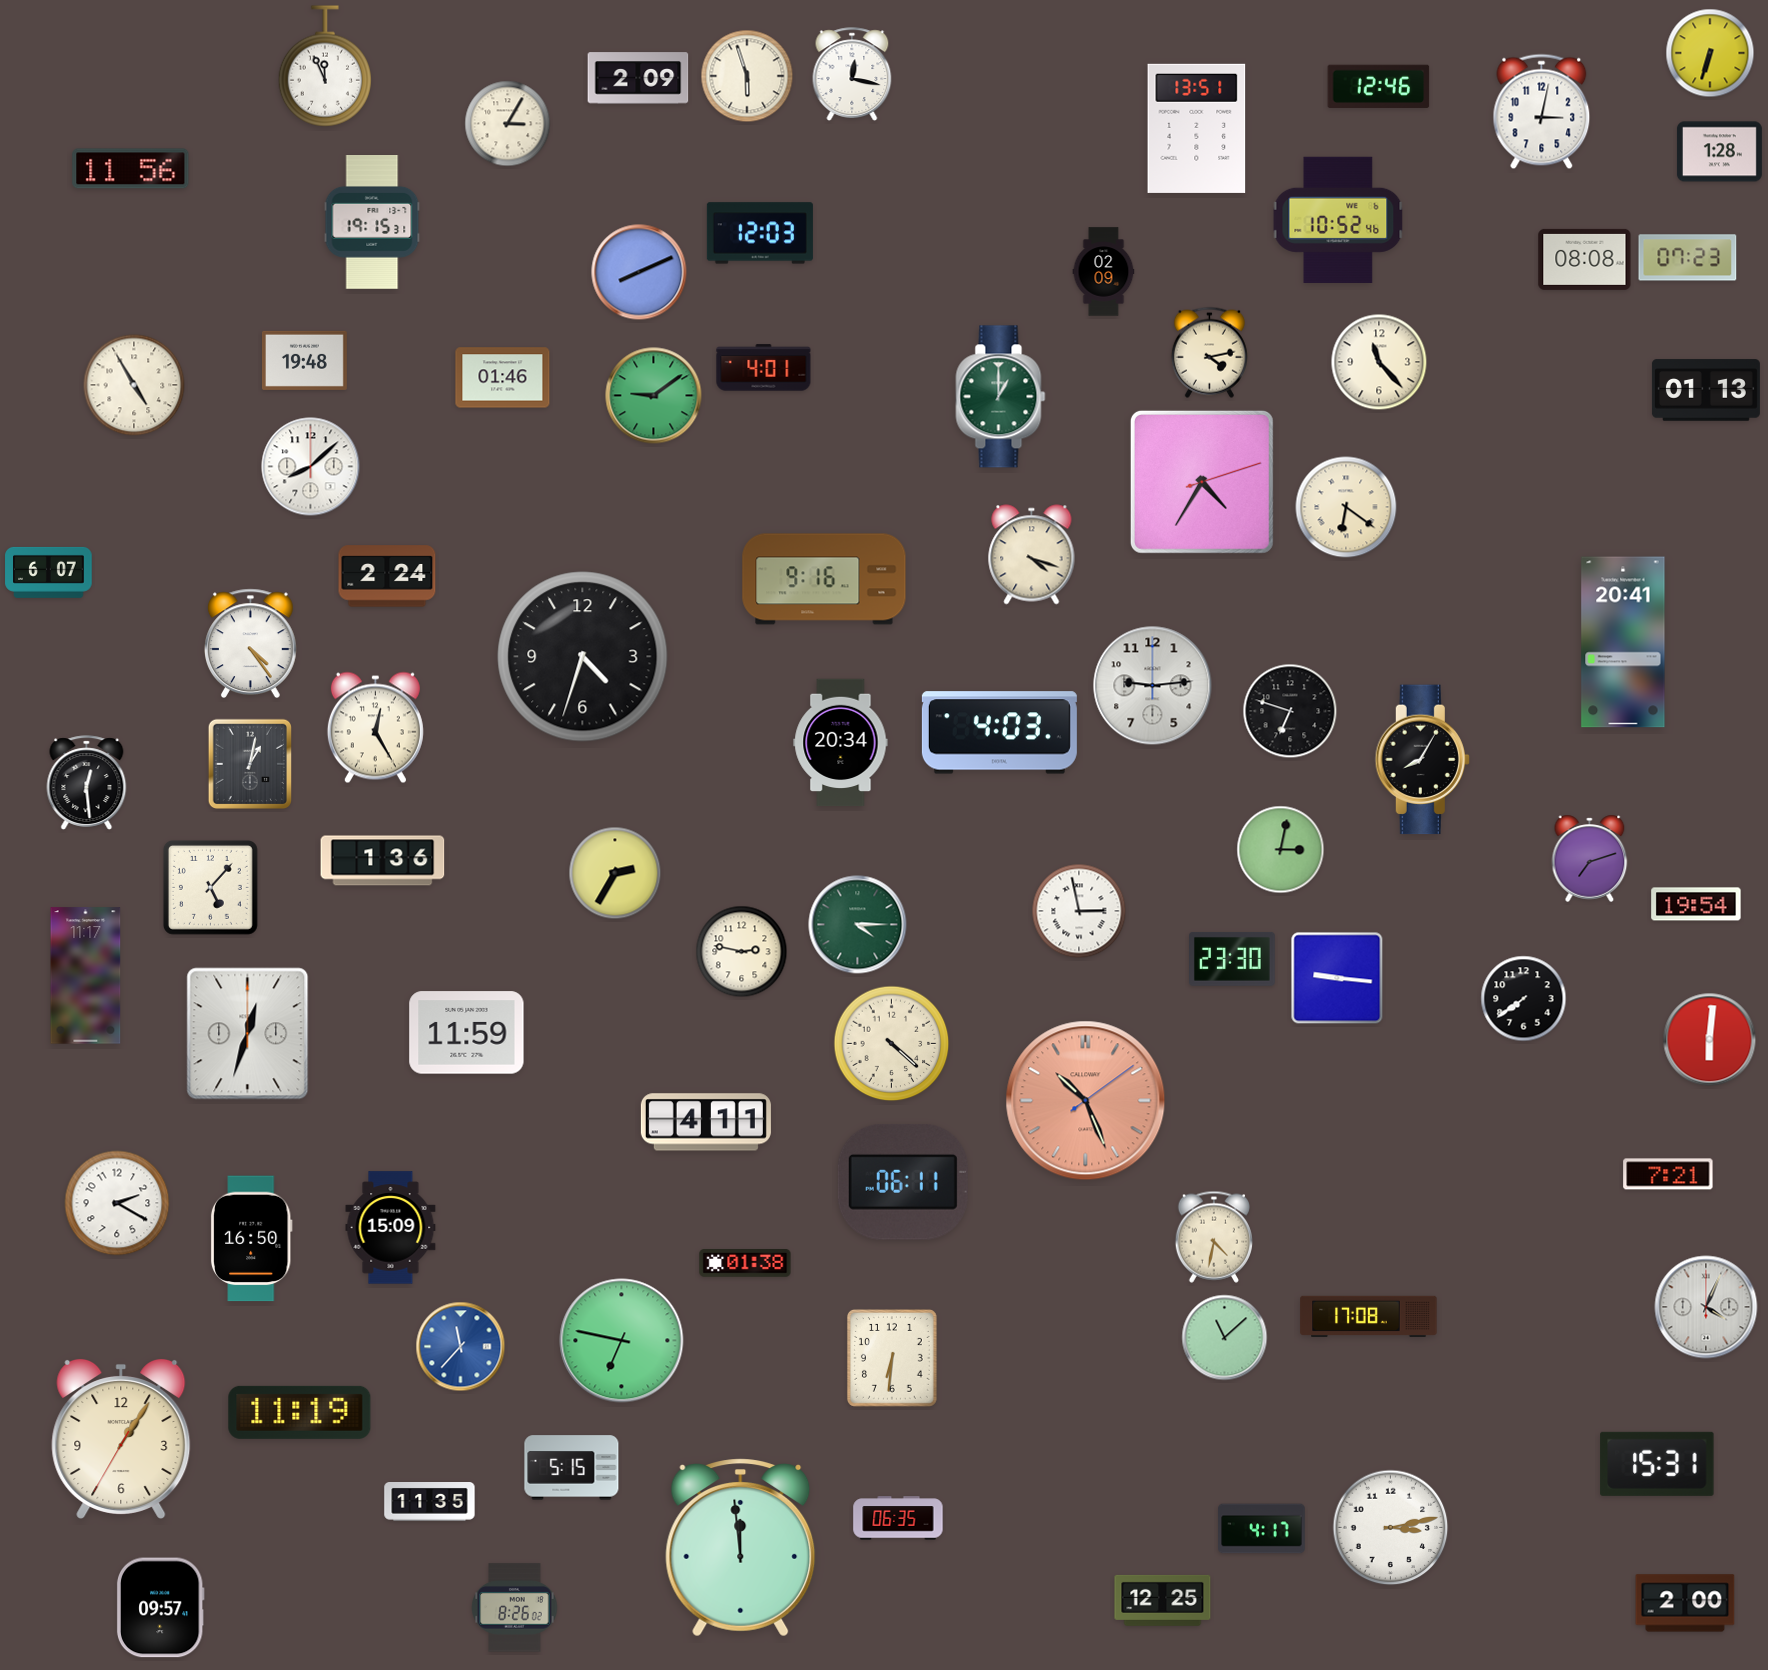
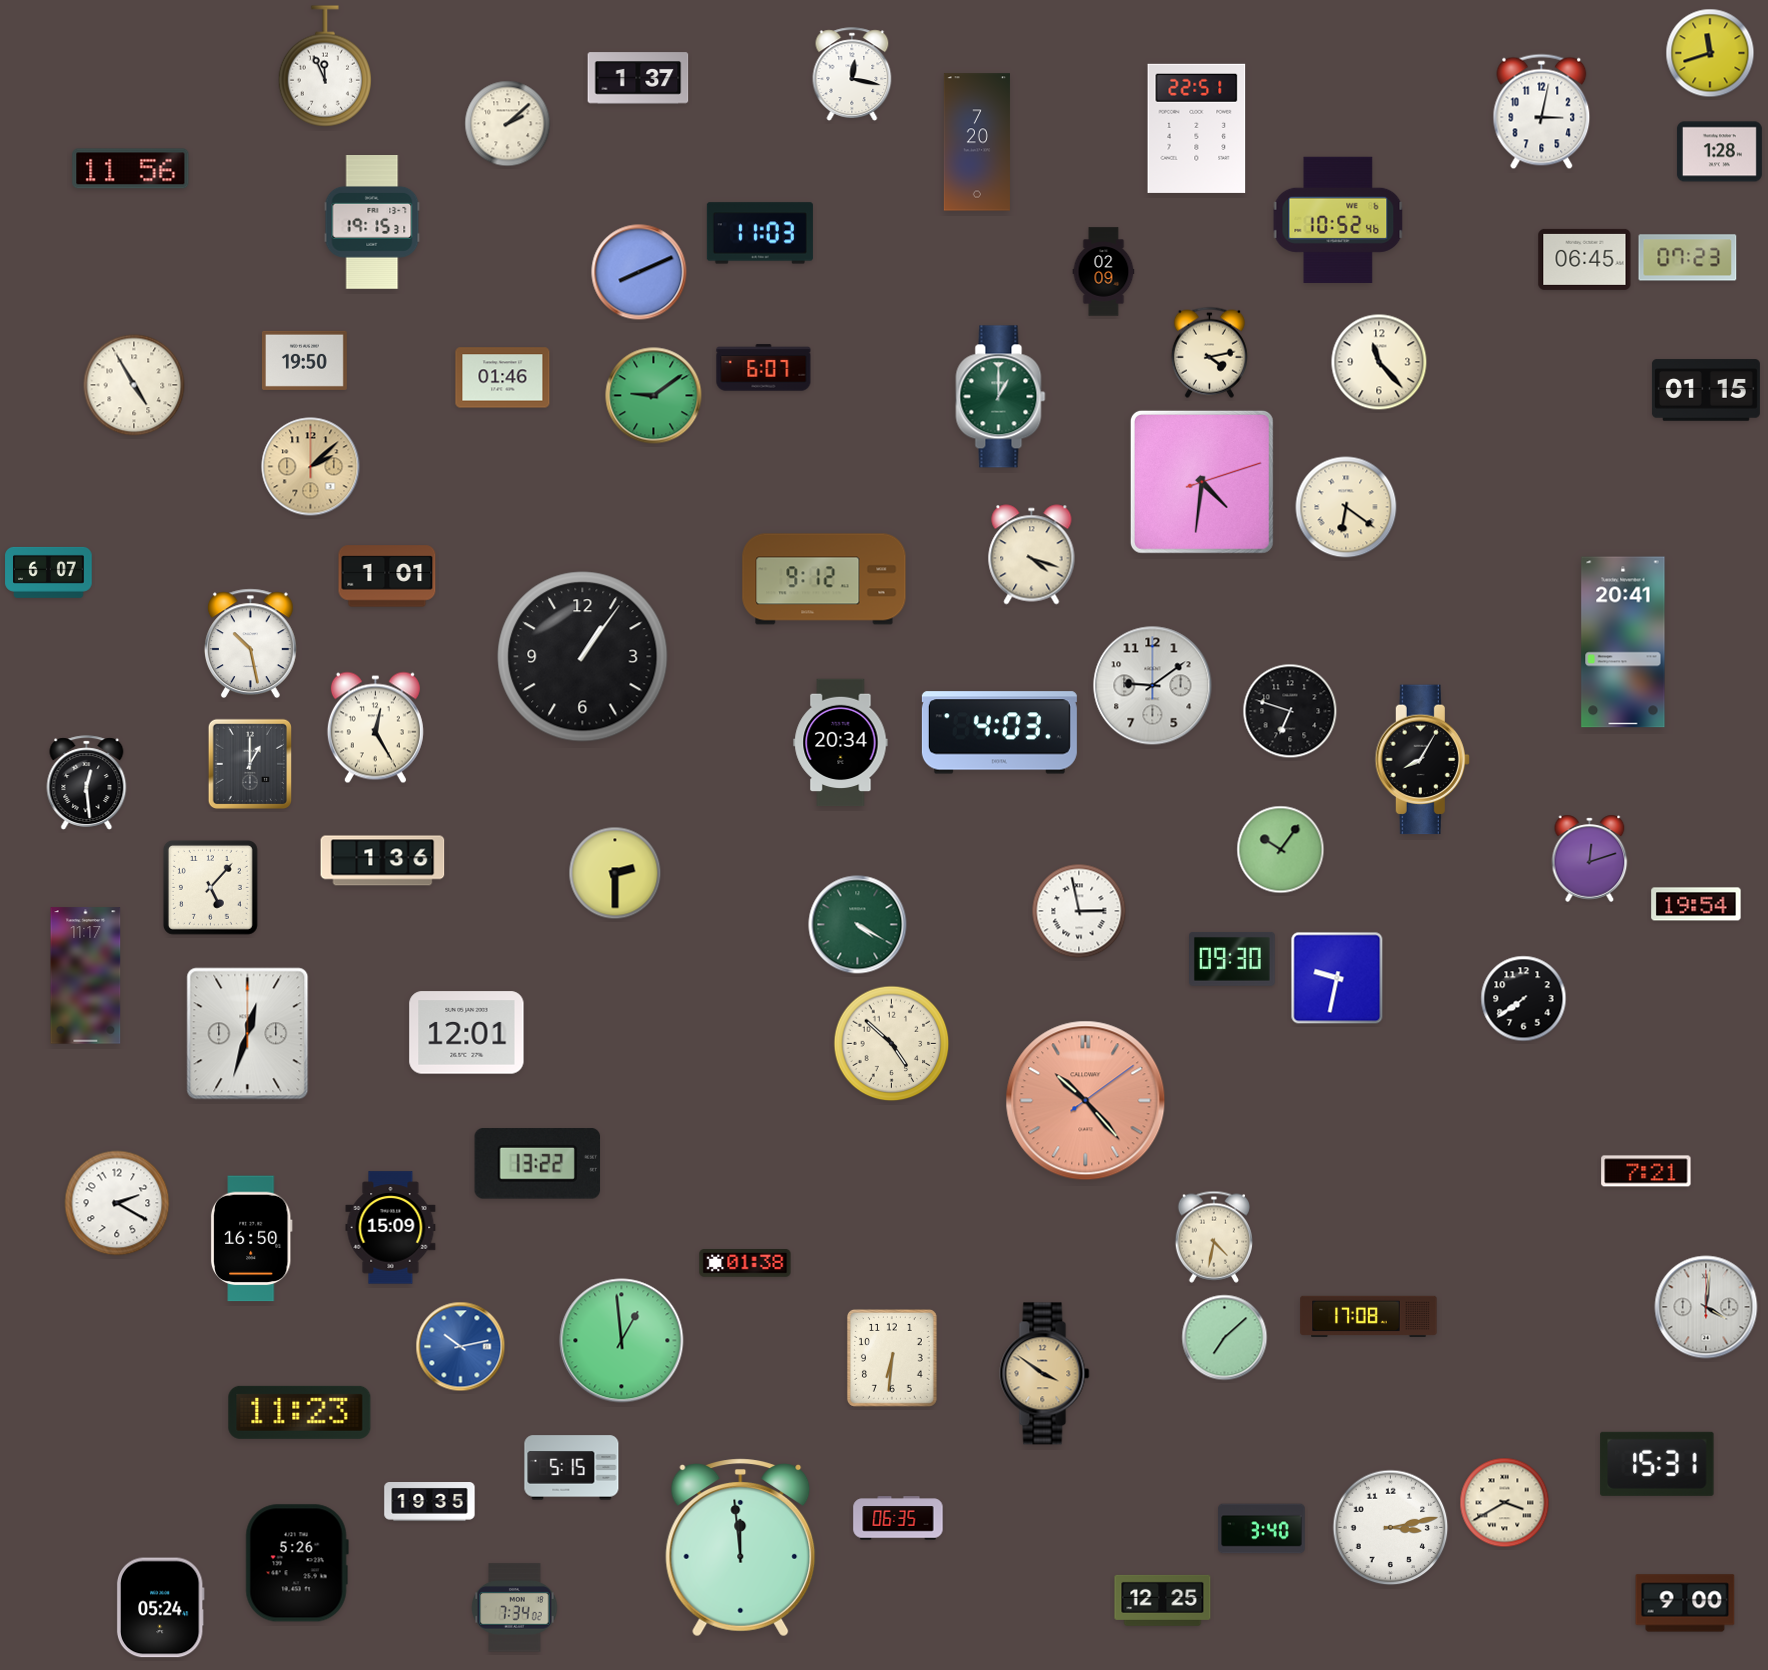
clock at (1710, 53): 6:33 -> 11:42
clock at (747, 76): 5:57 -> none
clock at (638, 78): 2:09 -> 1:37
clock at (1379, 86): 12:46 -> none
clock at (508, 124): 3:05 -> 2:08
clock at (1197, 128): 13:51 -> 22:51
clock at (977, 142): none -> 7:20
clock at (760, 233): 12:03 -> 11:03
clock at (1585, 259): 08:08 -> 06:45
clock at (304, 360): 19:48 -> 19:50
clock at (764, 368): 4:01 -> 6:07
clock at (1706, 390): 01:13 -> 01:15
clock at (311, 467): 8:08 -> 2:08
clock at (311, 467) dial: white -> champagne
clock at (1202, 482): 4:35 -> 4:31
clock at (387, 576): 2:24 -> 1:01
clock at (824, 579): 9:16 -> 9:12
clock at (251, 643): 4:24 -> 10:28
clock at (583, 657): 4:33 -> 1:06
clock at (1153, 686): 9:14 -> 9:09
clock at (249, 763): 1:02 -> 1:00
clock at (1281, 850): 3:02 -> 10:06
clock at (1590, 858): 7:12 -> 12:12
clock at (615, 873): 2:35 -> 2:30
clock at (858, 925): 4:15 -> 4:20
clock at (742, 952): 2:47 -> none
clock at (1233, 959): 23:30 -> 09:30
clock at (1337, 978): 9:16 -> 9:32
clock at (467, 1033): 11:59 -> 12:01
clock at (1710, 1040): 6:01 -> none
clock at (892, 1044): 4:22 -> 4:52
clock at (1086, 1101): 10:26 -> 10:23
clock at (706, 1122): 4:11 -> none
clock at (538, 1164): none -> 13:22
clock at (1668, 1174) position: (1668, 1174) -> (1646, 1171)
clock at (903, 1182): 06:11 -> none
clock at (1706, 1307): 4:04 -> 4:01
clock at (1225, 1338): 11:08 -> 7:08
clock at (622, 1341): 6:47 -> 12:59
clock at (461, 1347): 11:37 -> 10:13
clock at (1045, 1374): none -> 3:51
clock at (300, 1412): 11:19 -> 11:23
clock at (121, 1439): 1:05 -> none
clock at (430, 1502): 11:35 -> 19:35
clock at (1505, 1503): none -> 3:40
clock at (1262, 1529): 4:17 -> 3:40
clock at (297, 1563): none -> 5:26
clock at (1685, 1603): 2:00 -> 9:00
clock at (160, 1608): 09:57 -> 05:24
clock at (515, 1608): 8:26 -> 7:34
